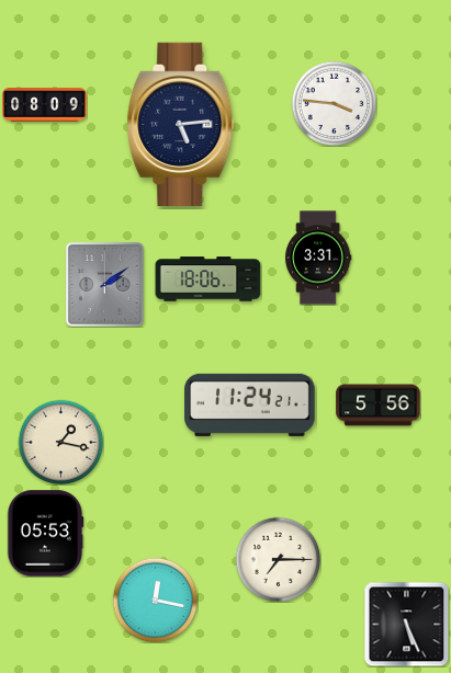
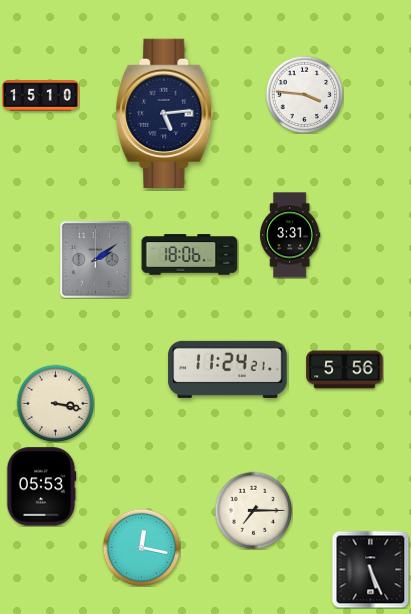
clock at (45, 105): 08:09 -> 15:10
clock at (60, 442): 1:17 -> 3:17
